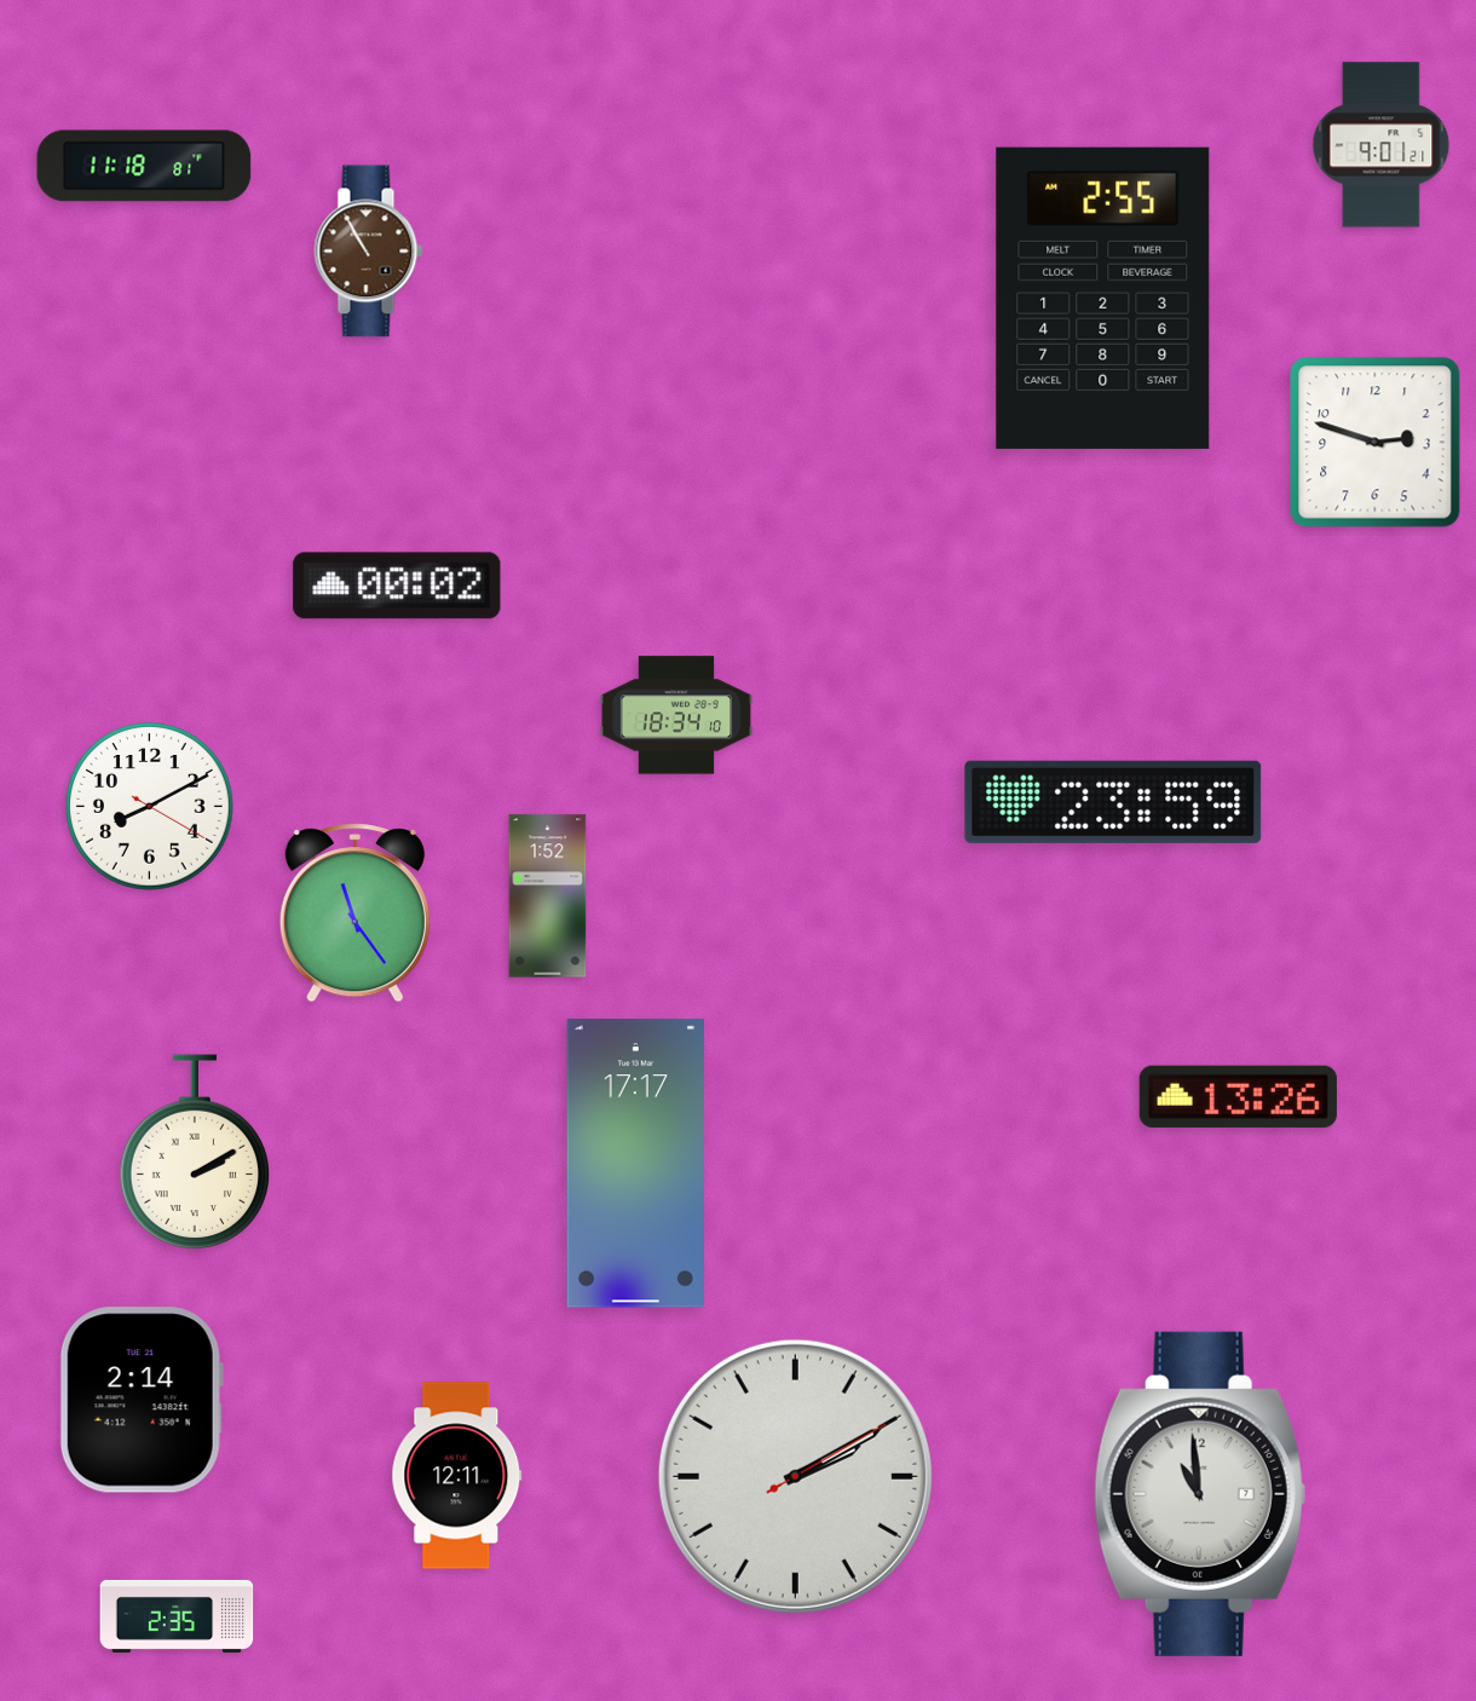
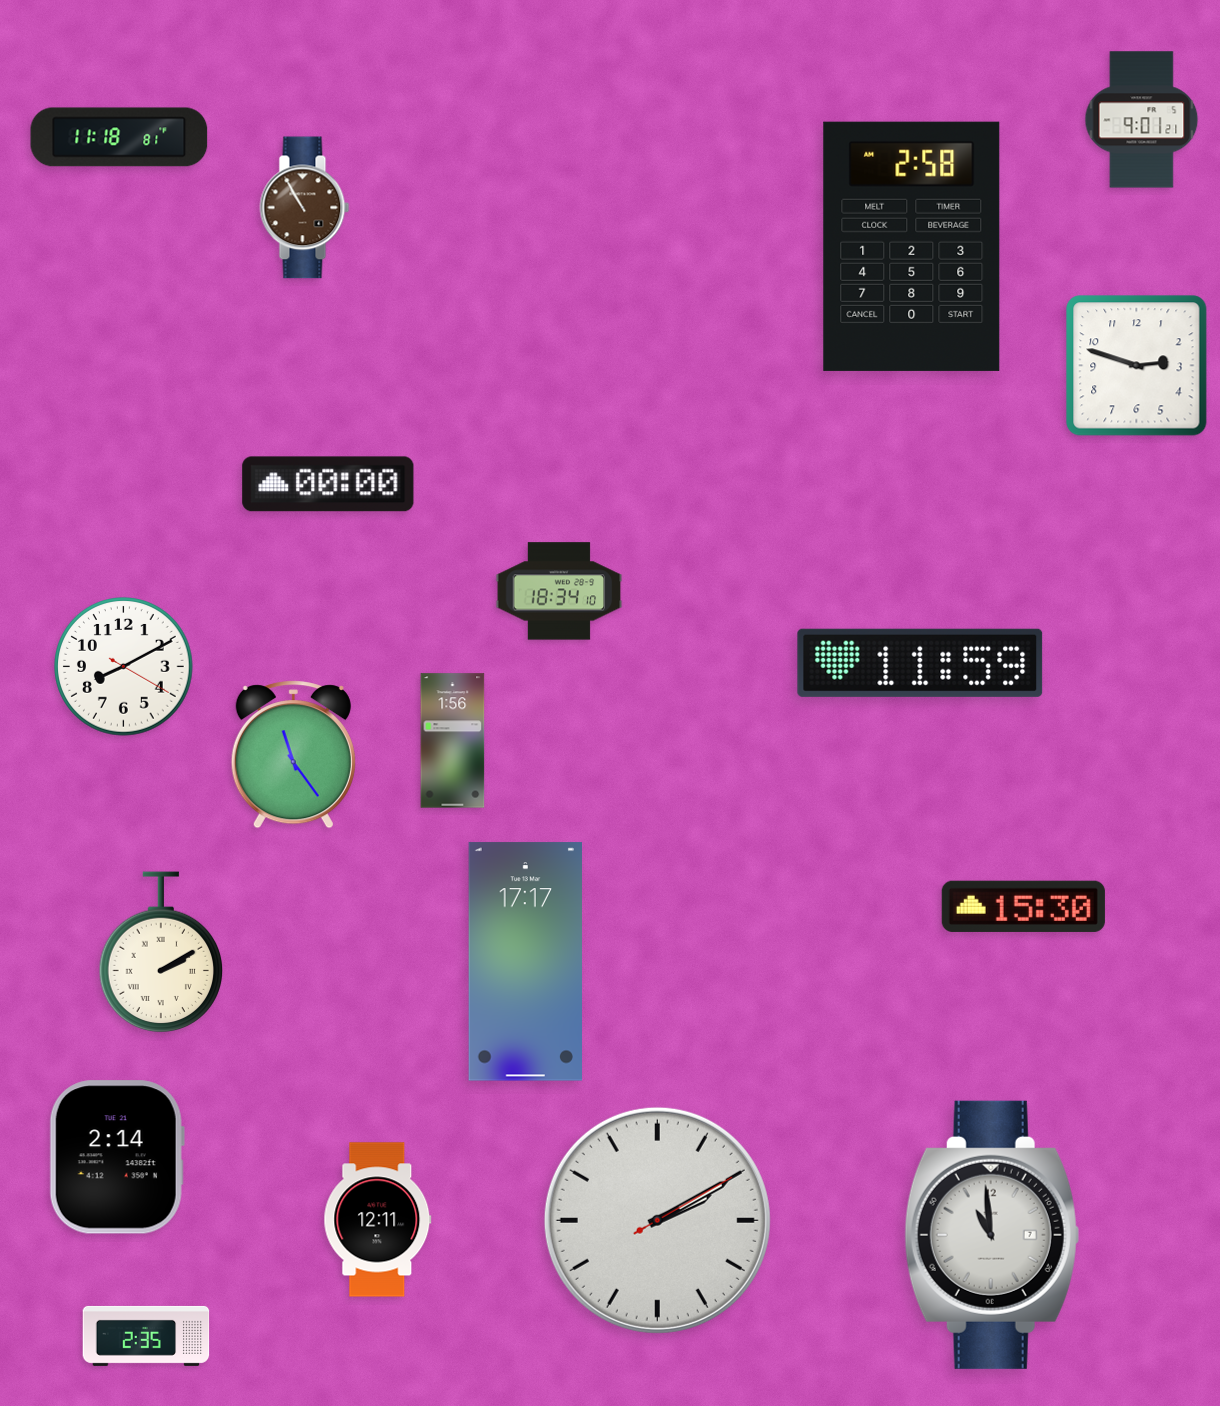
clock at (1103, 298): 2:55 -> 2:58
clock at (397, 586): 00:02 -> 00:00
clock at (1113, 802): 23:59 -> 11:59
clock at (548, 896): 1:52 -> 1:56
clock at (1238, 1096): 13:26 -> 15:30
